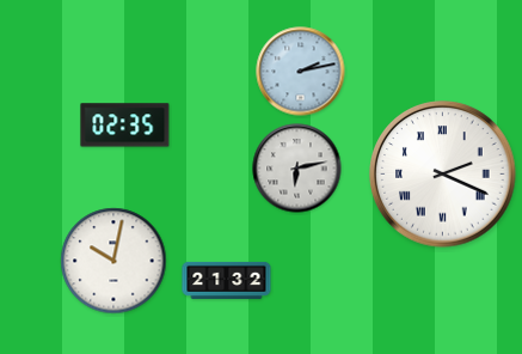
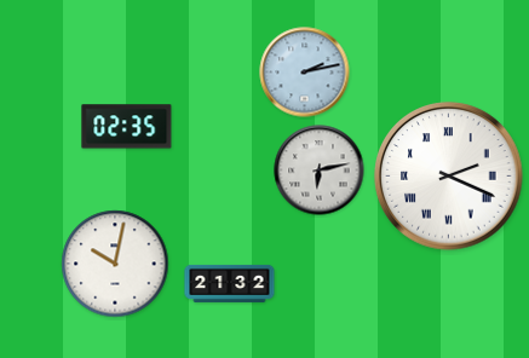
clock at (297, 169) position: (297, 169) -> (320, 171)
